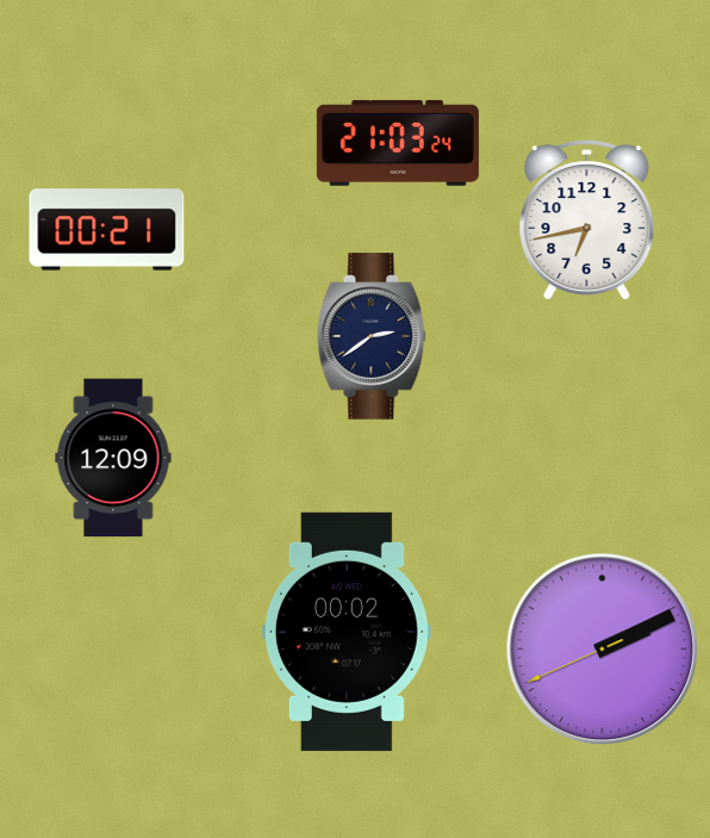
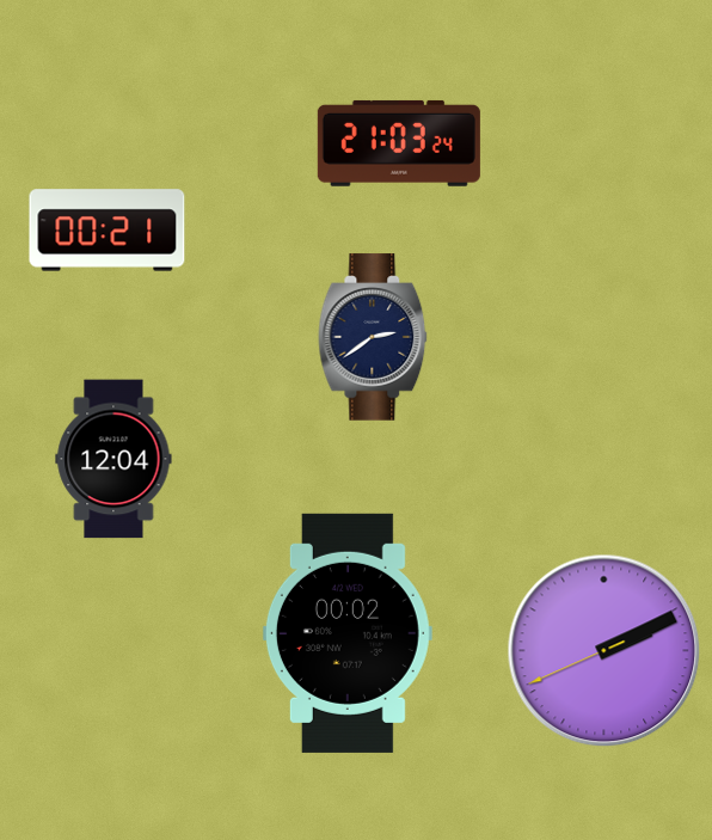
clock at (587, 221): 6:43 -> none
clock at (113, 458): 12:09 -> 12:04
